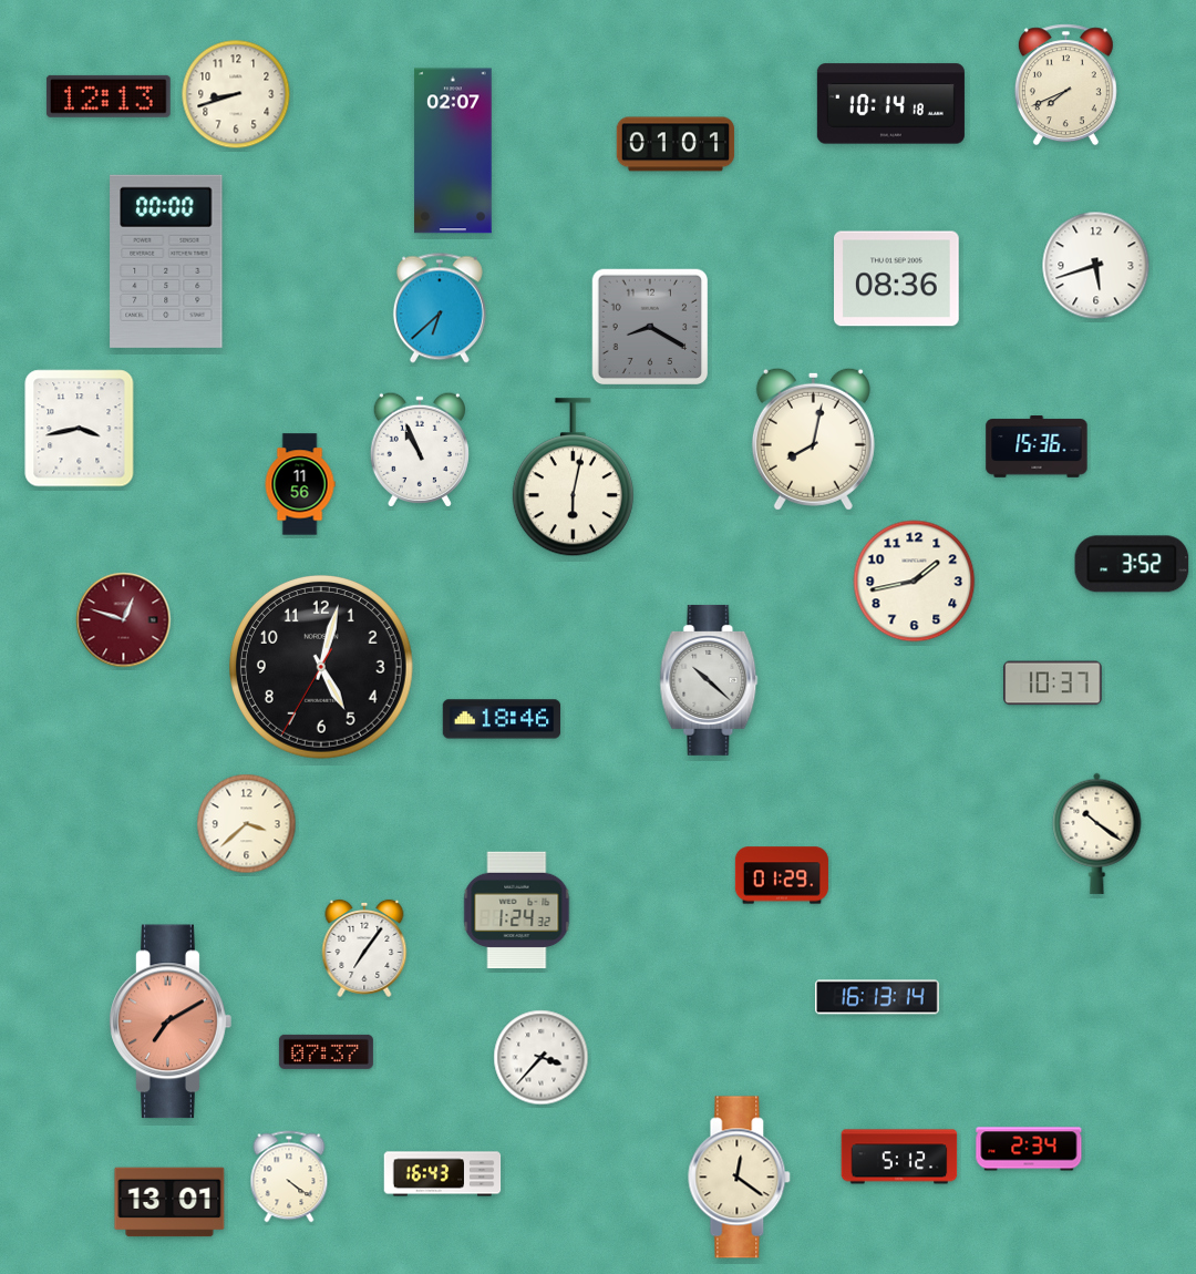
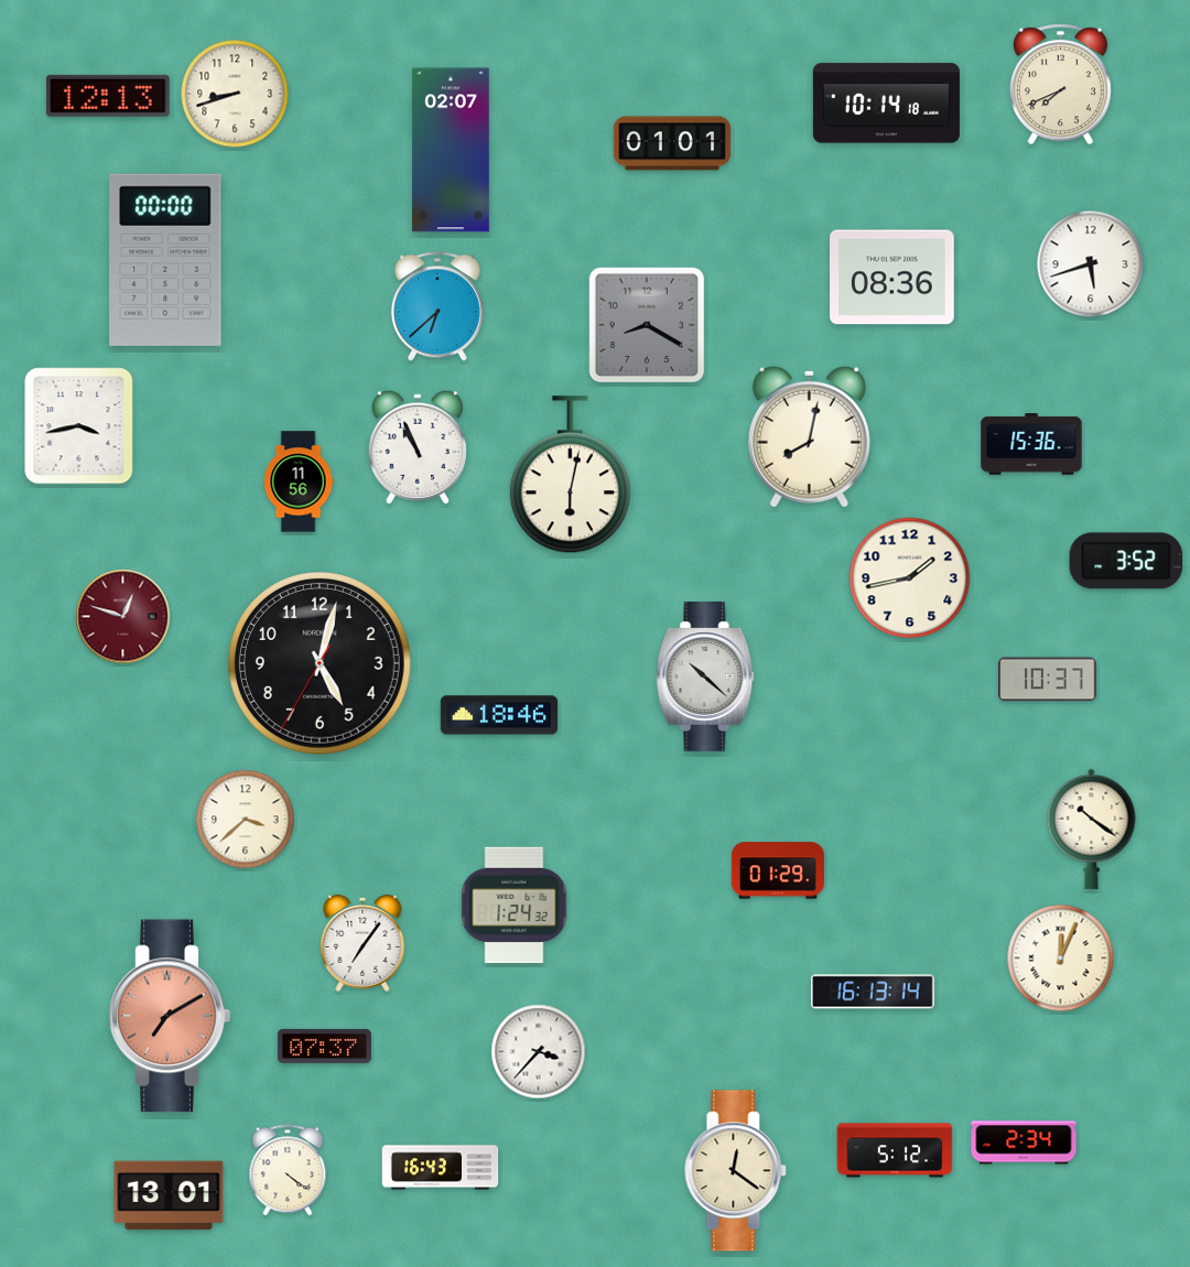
clock at (1061, 959): none -> 12:04
